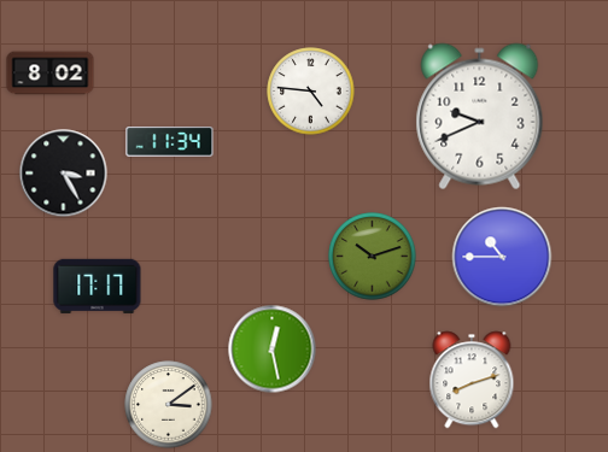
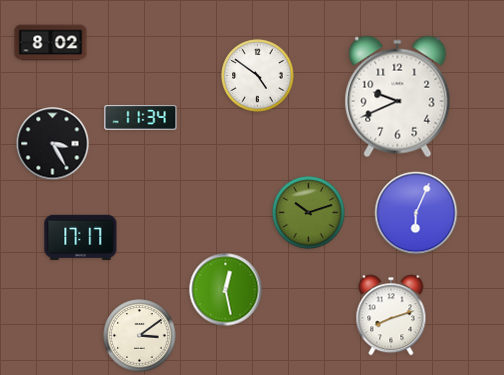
clock at (51, 74) position: (51, 74) -> (51, 43)
clock at (311, 92): 4:46 -> 4:51
clock at (502, 257): 10:45 -> 6:04
